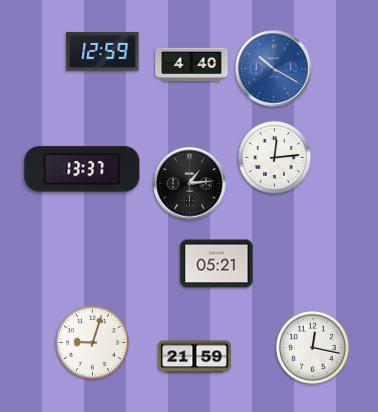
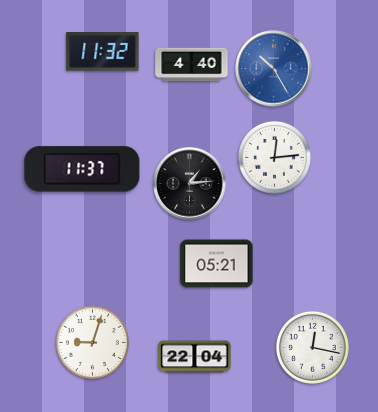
clock at (103, 52): 12:59 -> 11:32
clock at (274, 69): 10:20 -> 10:25
clock at (82, 169): 13:37 -> 11:37
clock at (195, 357): 21:59 -> 22:04
